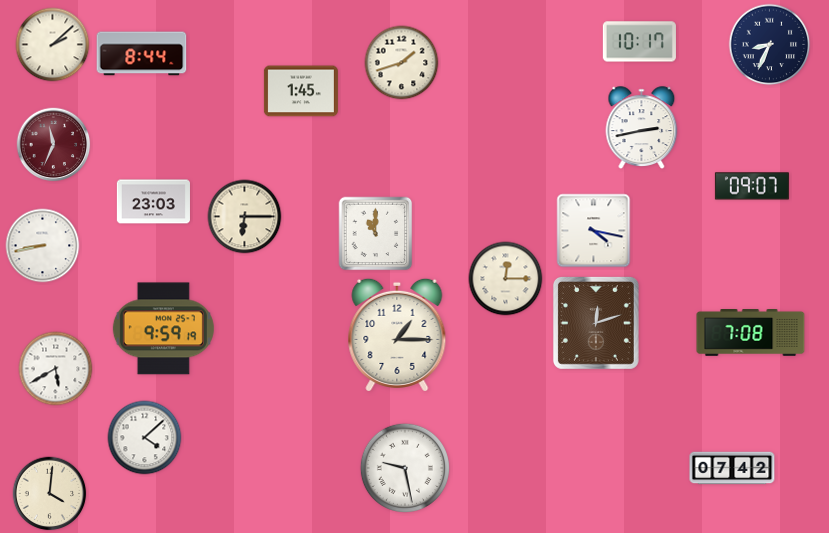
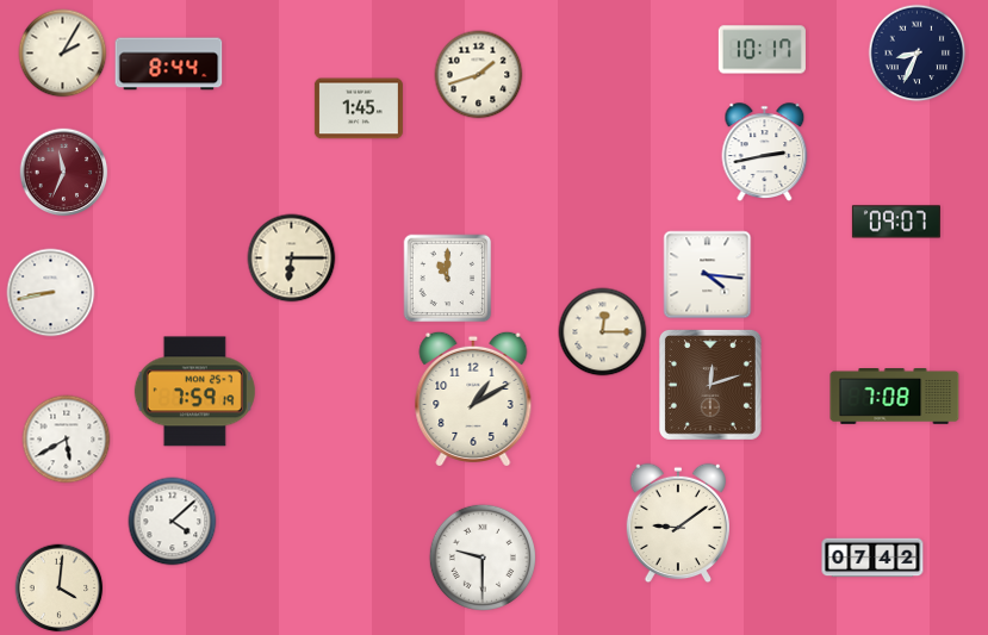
clock at (53, 45): 2:08 -> 2:05
clock at (153, 202): 23:03 -> none
clock at (594, 231): 4:17 -> 4:16
clock at (163, 329): 9:59 -> 7:59
clock at (397, 335): 1:15 -> 1:10
clock at (677, 523): none -> 9:09
clock at (405, 468): 9:28 -> 9:30
